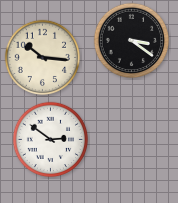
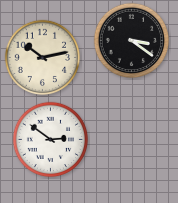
clock at (43, 58): 10:16 -> 10:13
